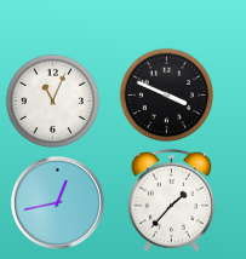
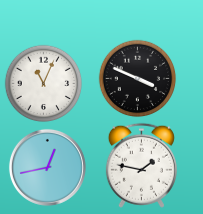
clock at (171, 200): 1:37 -> 1:47
